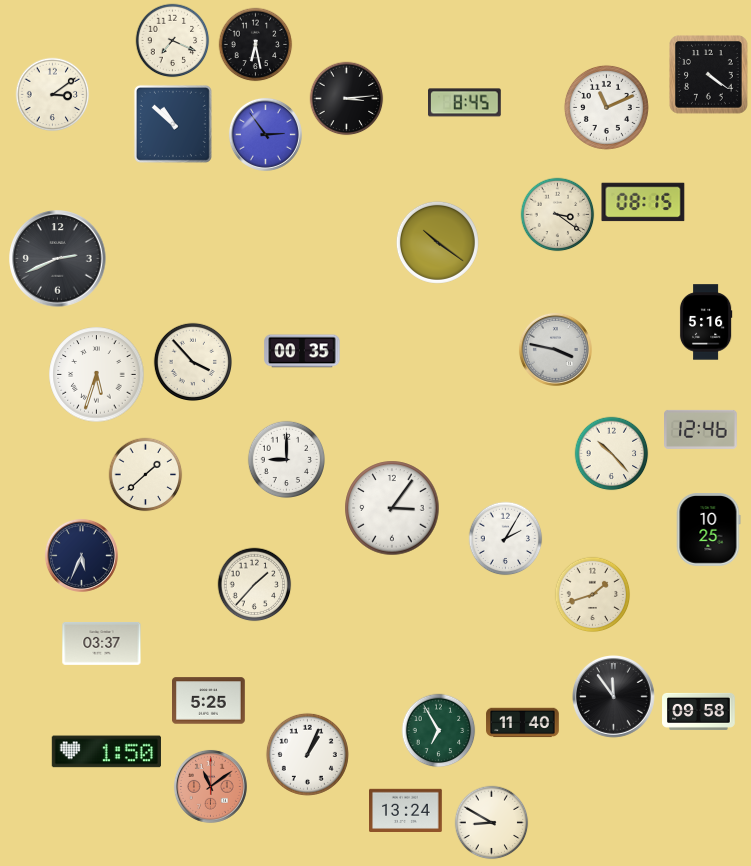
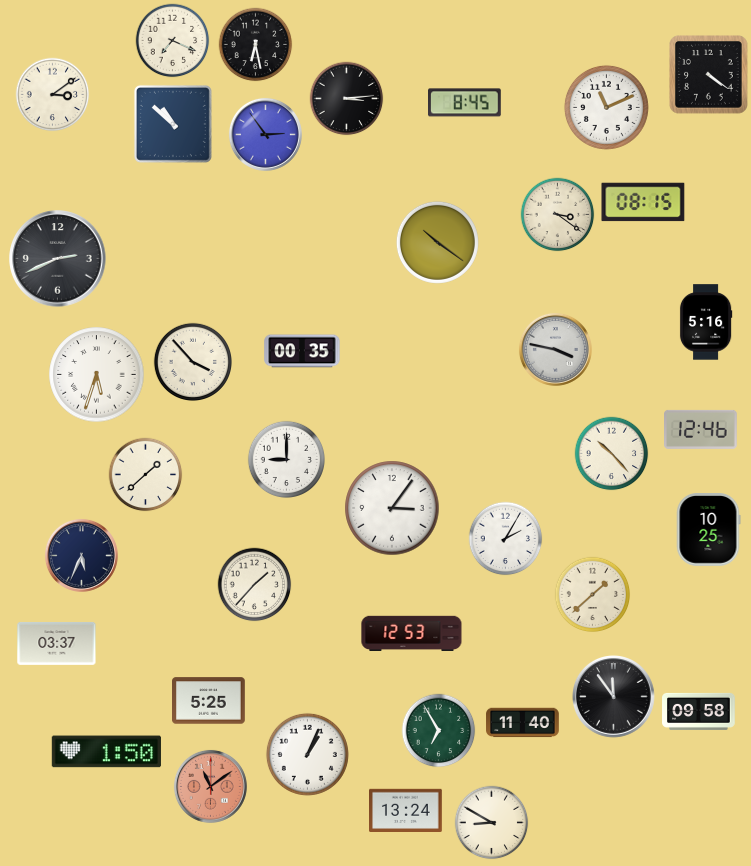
clock at (593, 595): 1:42 -> 1:38
clock at (412, 633): none -> 12:53
clock at (102, 644) position: (102, 644) -> (57, 644)
